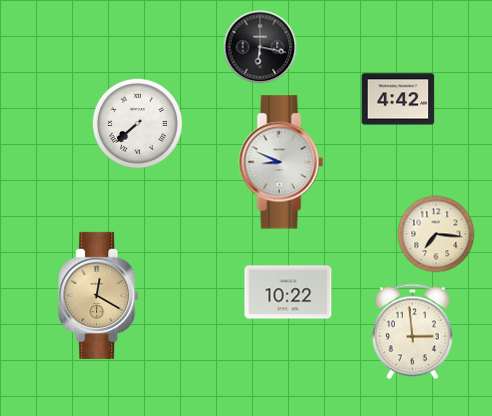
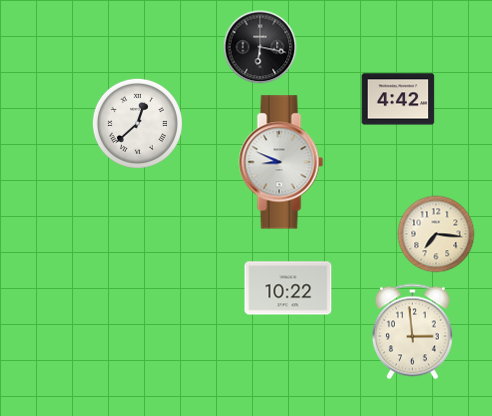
clock at (137, 123): 7:38 -> 12:38
clock at (288, 292) position: (288, 292) -> (288, 288)
clock at (99, 295): 12:20 -> none
